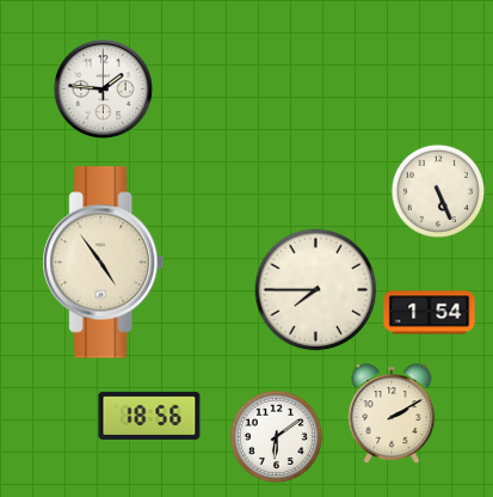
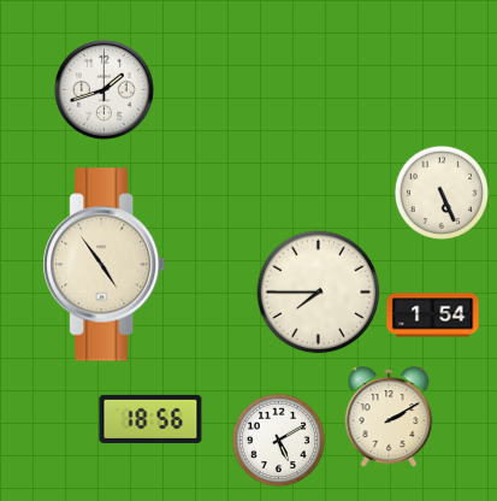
clock at (103, 88): 1:46 -> 1:42
clock at (392, 413) position: (392, 413) -> (389, 417)
clock at (276, 436): 6:09 -> 5:10
